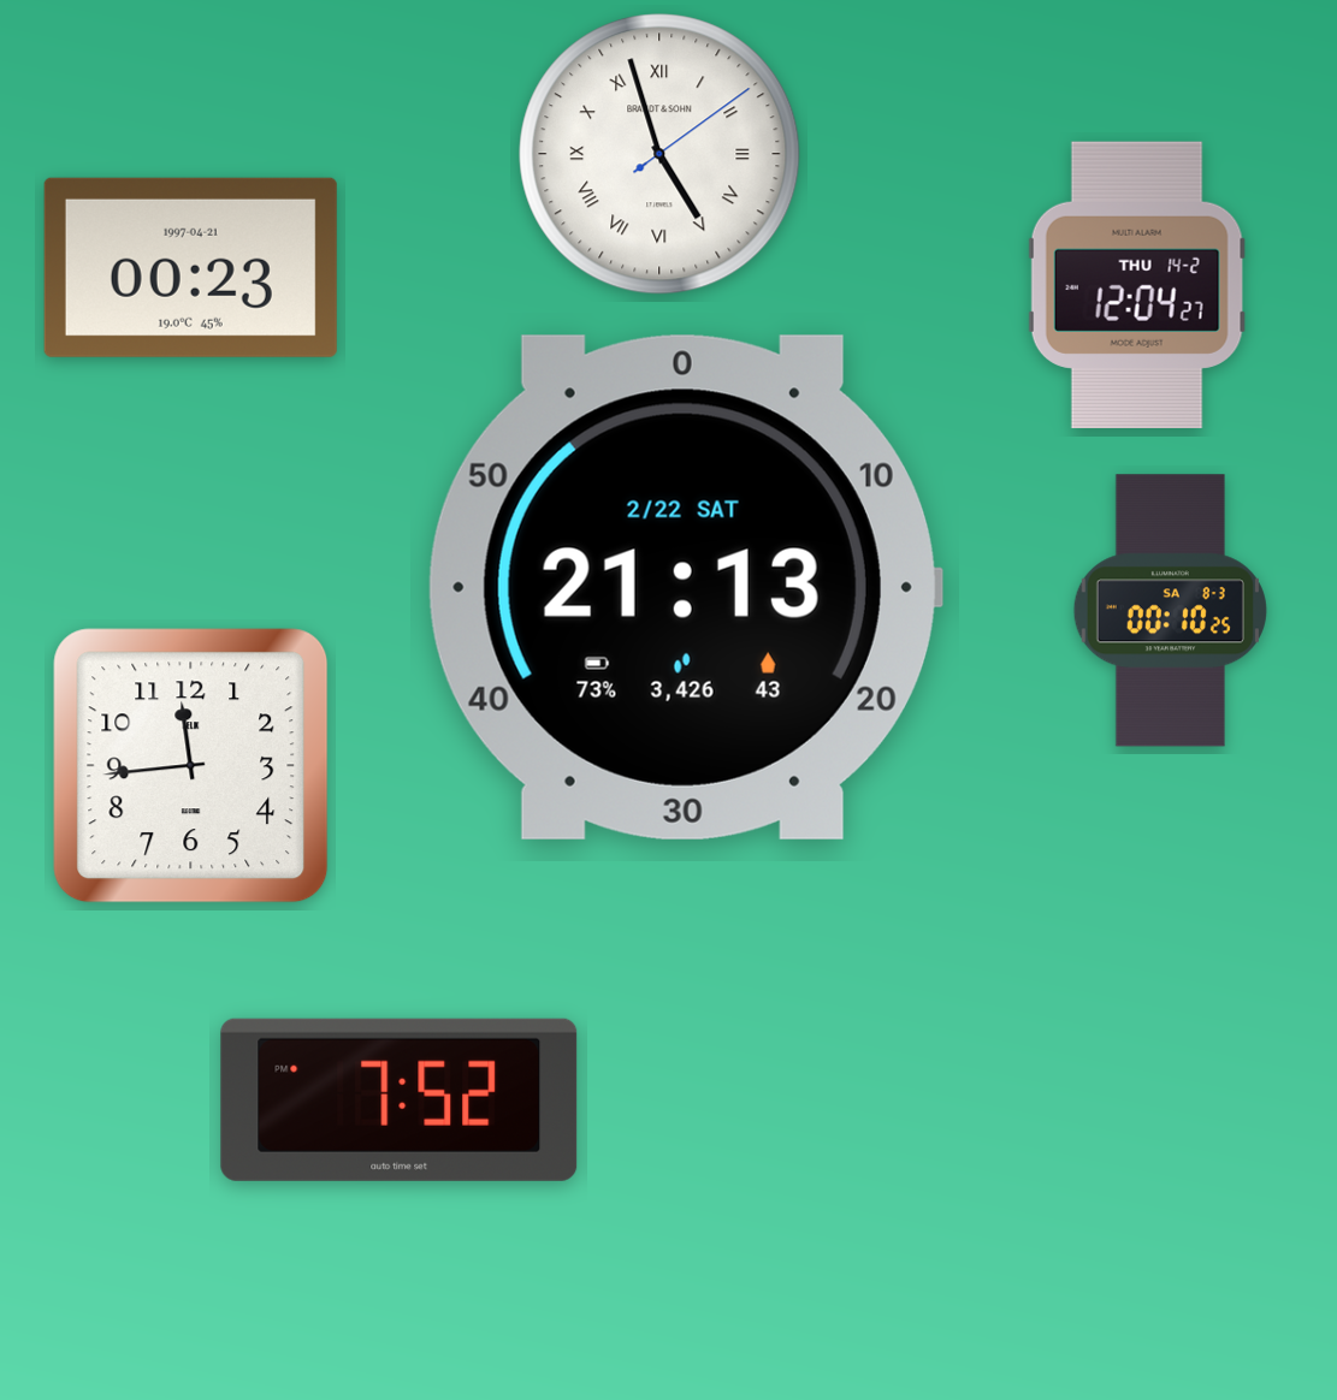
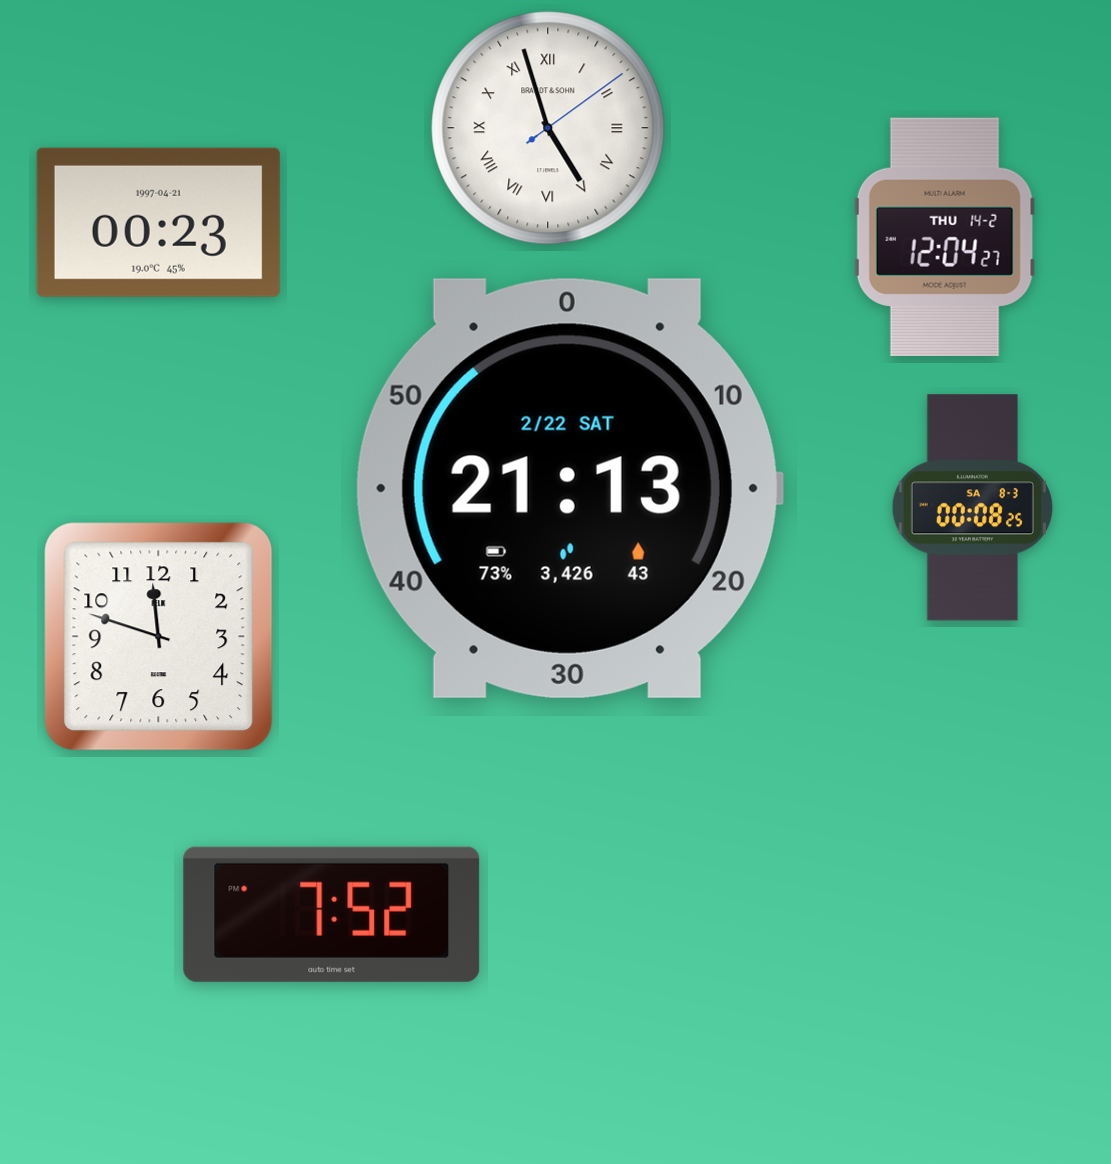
clock at (1170, 611): 00:10 -> 00:08
clock at (191, 766): 11:44 -> 11:48
